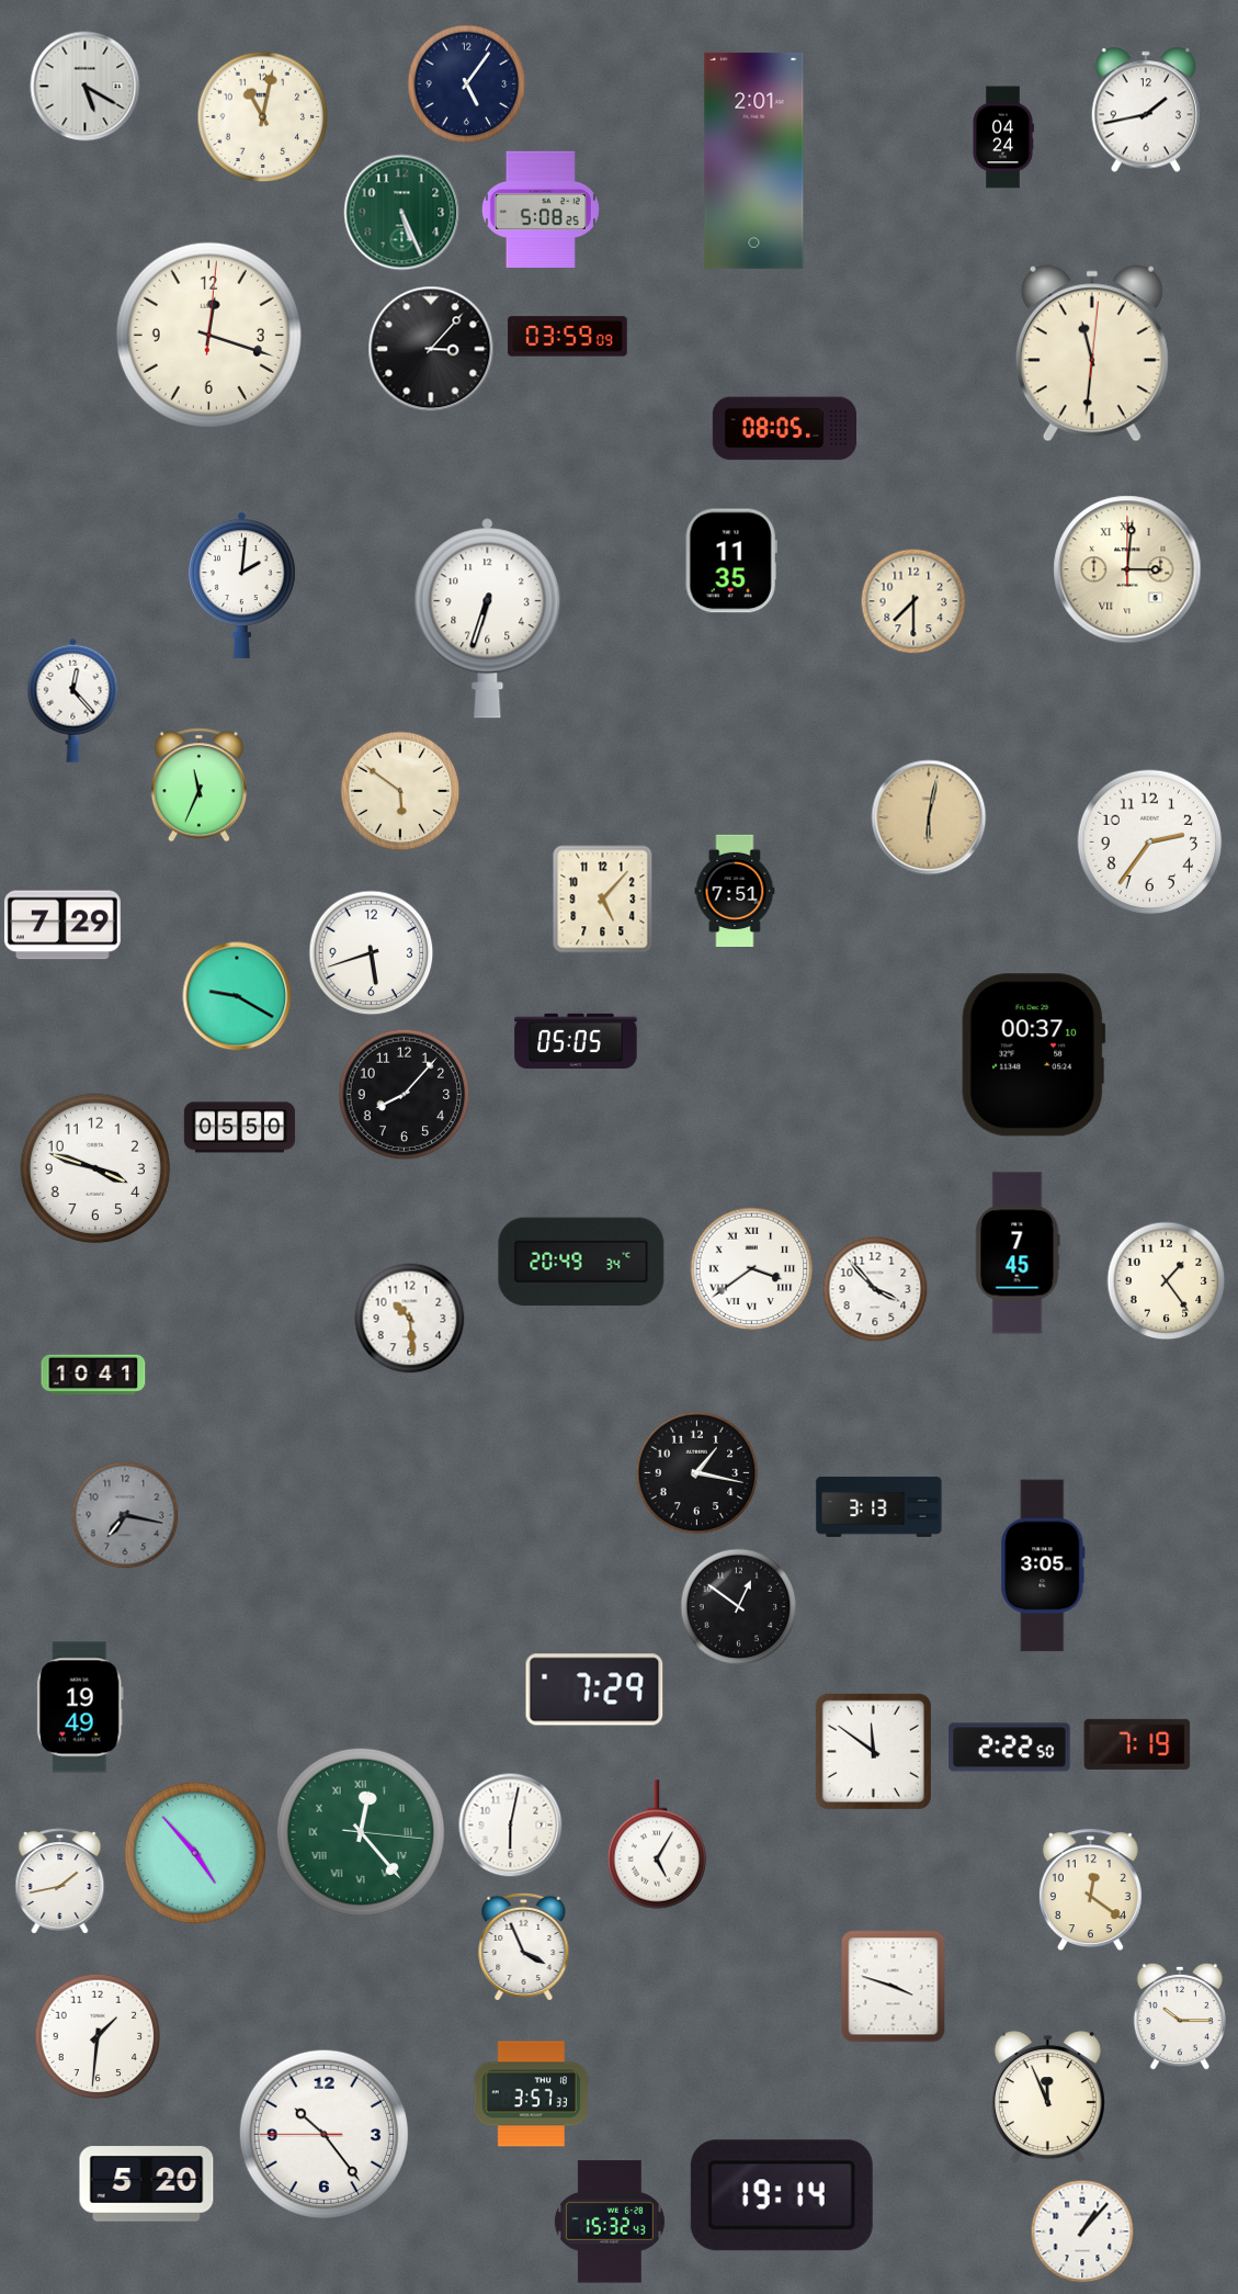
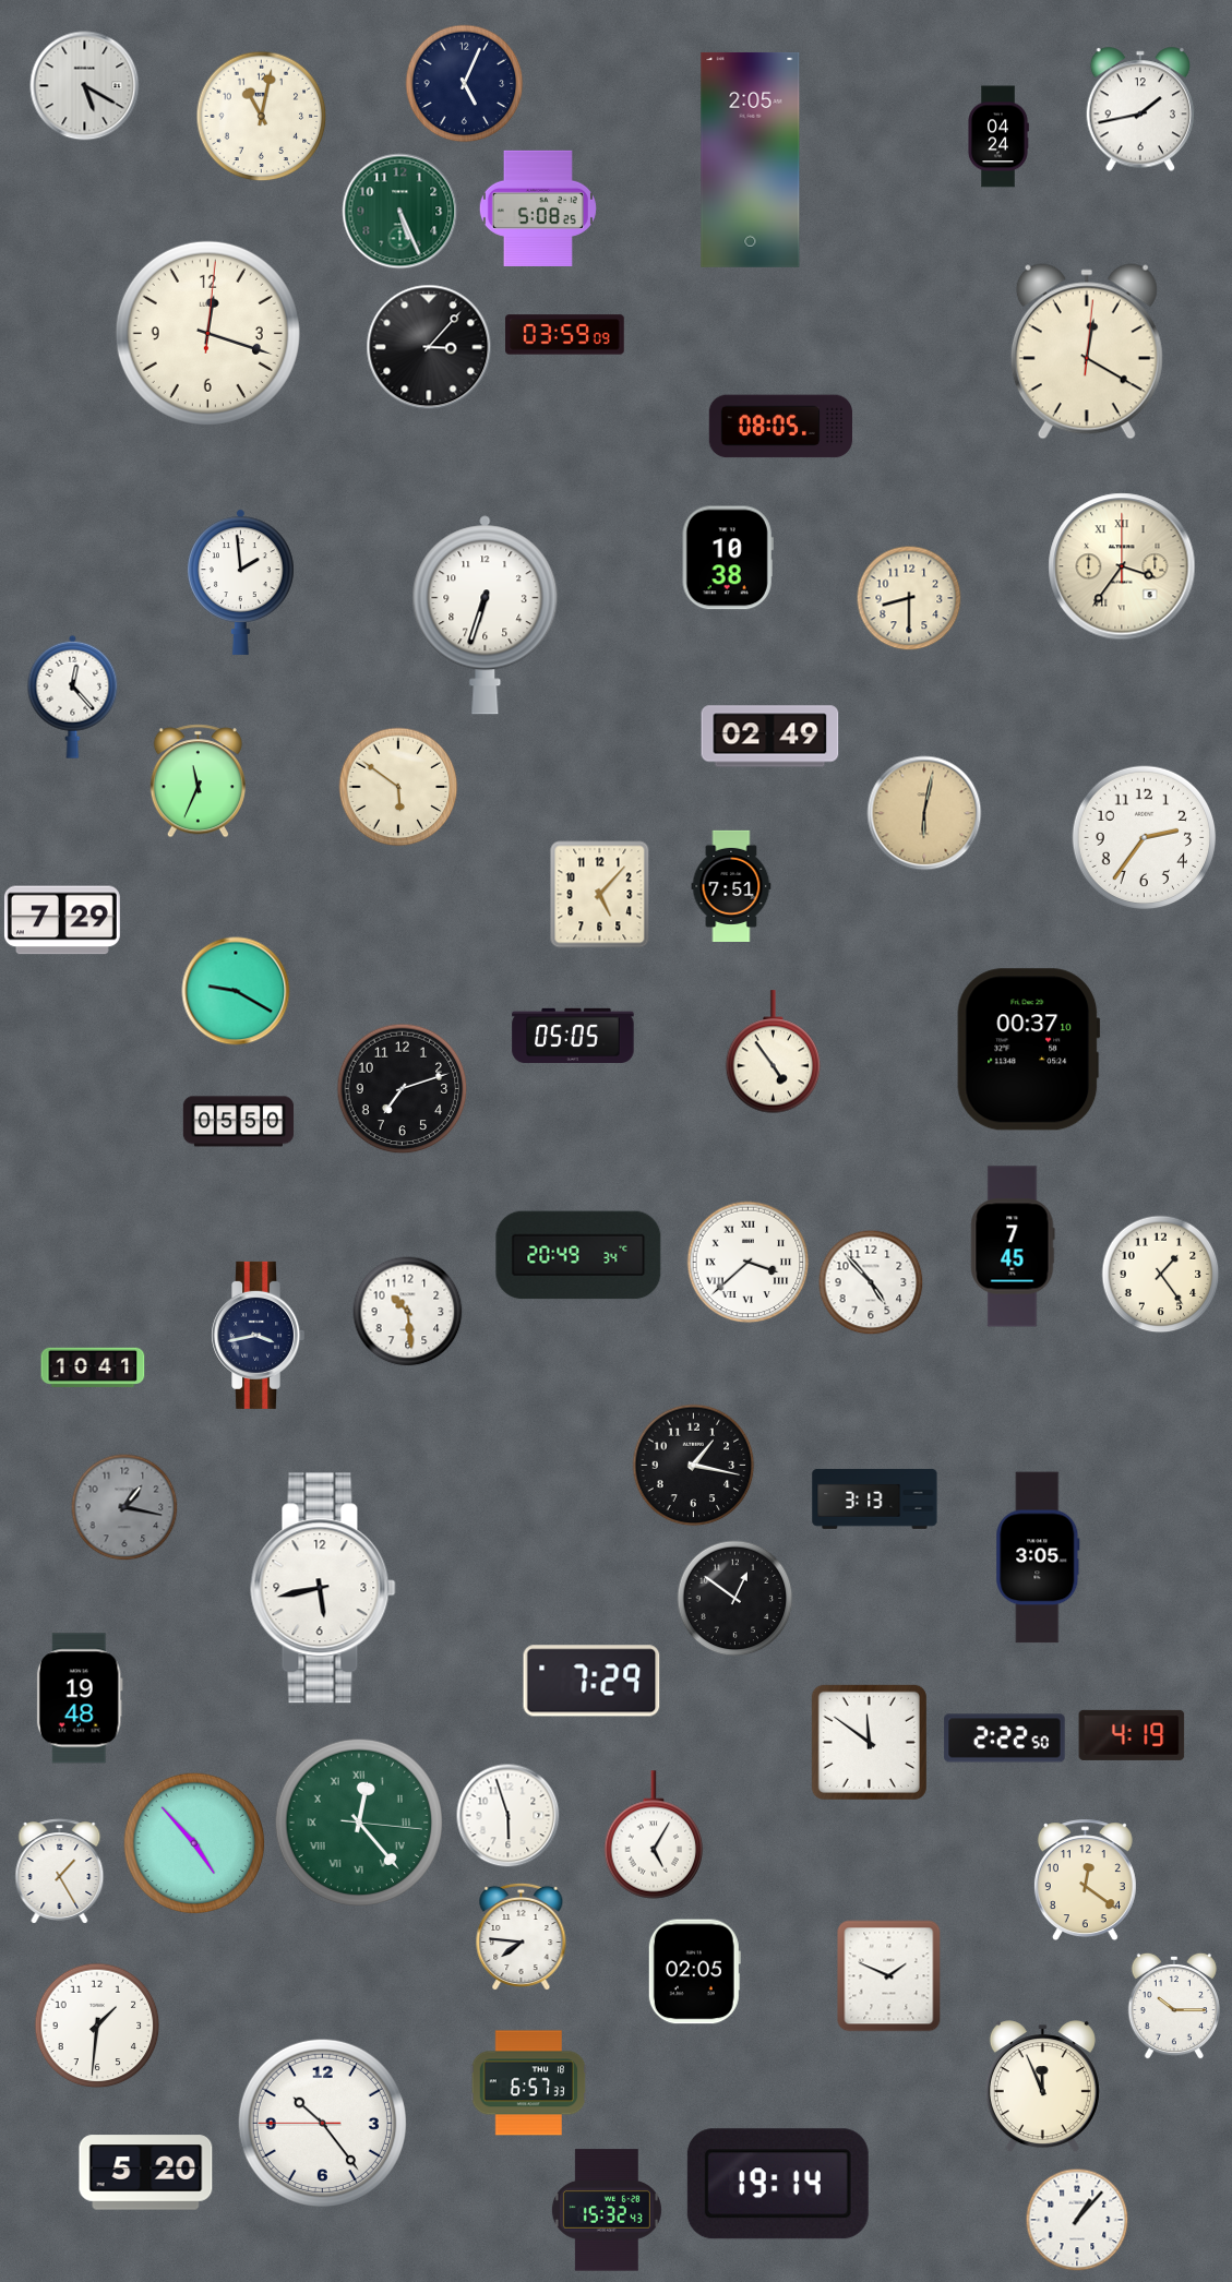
clock at (467, 84): 5:06 -> 5:04
clock at (754, 160): 2:01 -> 2:05
clock at (1092, 353): 11:31 -> 12:20
clock at (731, 561): 11:35 -> 10:38
clock at (1127, 569): 3:01 -> 3:36
clock at (242, 585): 2:01 -> 1:59
clock at (913, 601): 7:30 -> 8:30
clock at (770, 737): none -> 02:49
clock at (372, 953): 5:42 -> none
clock at (774, 1052): none -> 4:54
clock at (405, 1095): 8:07 -> 7:12
clock at (95, 1168): 3:48 -> none
clock at (752, 1269): 3:39 -> 3:38
clock at (875, 1289): 3:53 -> 4:53
clock at (258, 1335): none -> 3:43
clock at (125, 1515): 7:17 -> 1:17
clock at (323, 1588): none -> 5:43
clock at (80, 1707): 19:49 -> 19:48
clock at (1137, 1744): 7:19 -> 4:19
clock at (511, 1826): 6:02 -> 5:57
clock at (60, 1881): 1:43 -> 1:25
clock at (524, 1946): 3:56 -> 7:46
clock at (694, 1972): none -> 02:05
clock at (894, 1987): 3:48 -> 1:49
clock at (532, 2094): 3:57 -> 6:57
